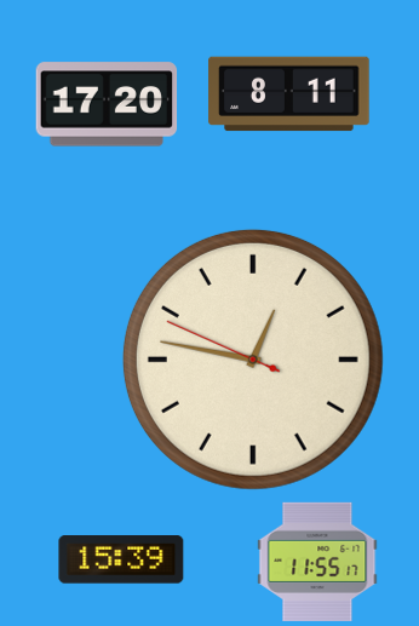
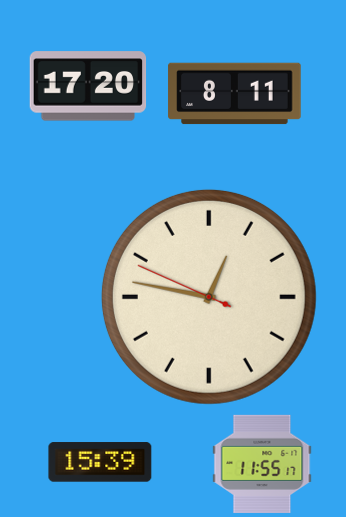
clock at (289, 94) position: (289, 94) -> (235, 94)
